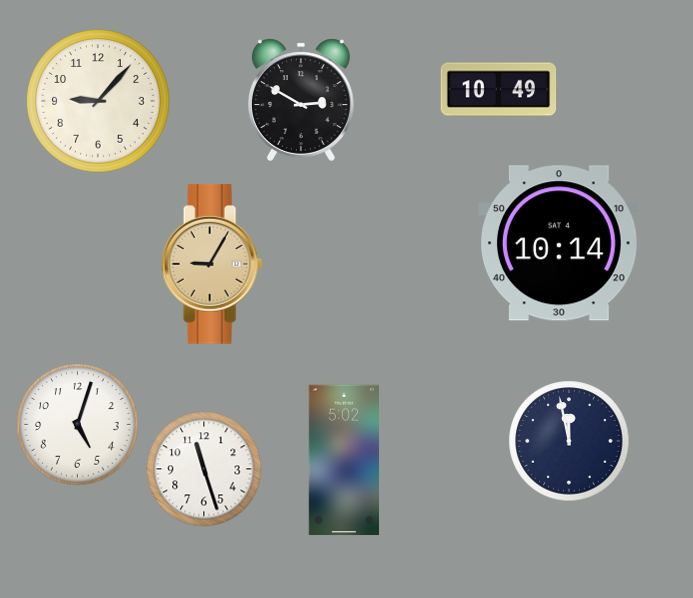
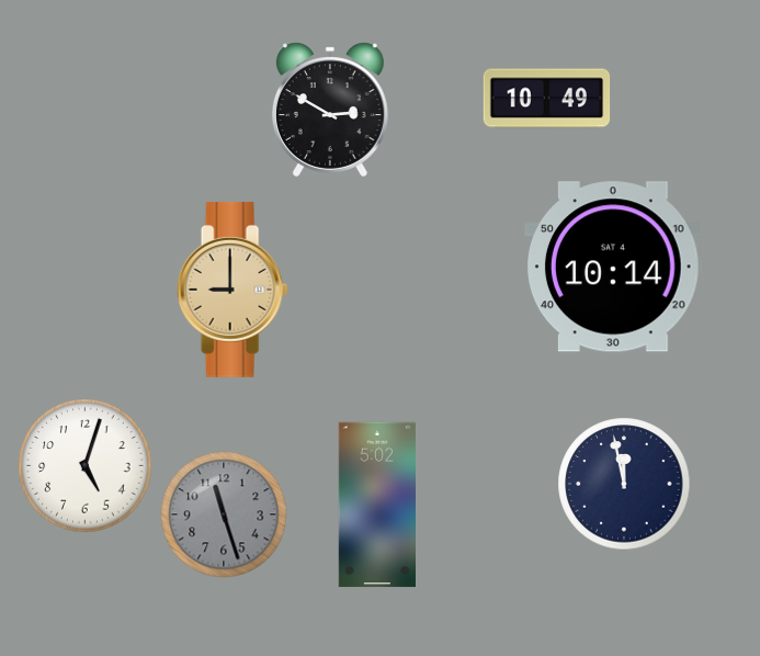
clock at (98, 101): 9:07 -> none
clock at (212, 264): 9:05 -> 9:00
clock at (204, 469) dial: white -> grey
